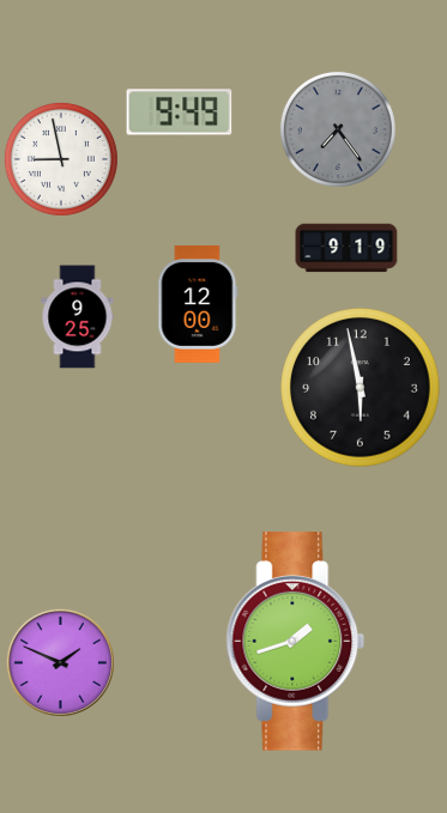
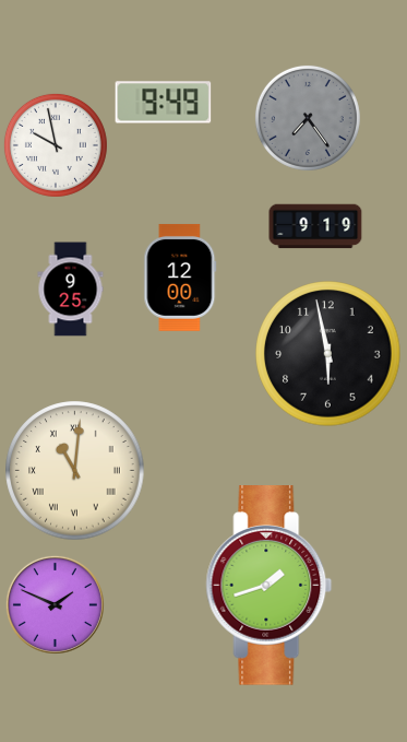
clock at (61, 159): 8:58 -> 9:58
clock at (75, 471): none -> 11:01
